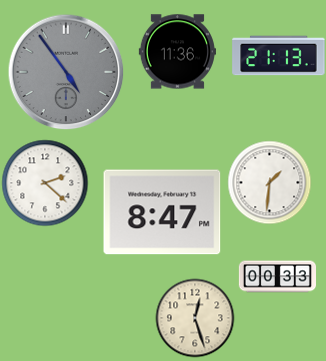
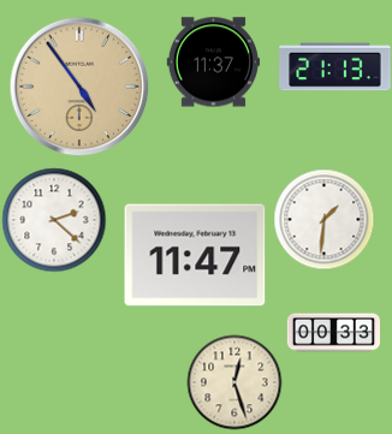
clock at (177, 52): 11:36 -> 11:37
clock at (66, 72) dial: grey -> champagne
clock at (162, 212): 8:47 -> 11:47
